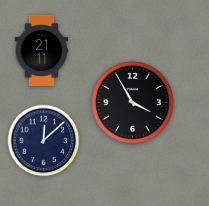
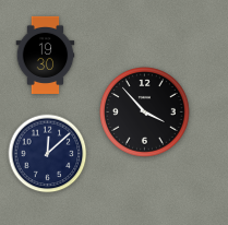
clock at (42, 50): 21:11 -> 19:30
clock at (133, 103): 3:55 -> 3:53
